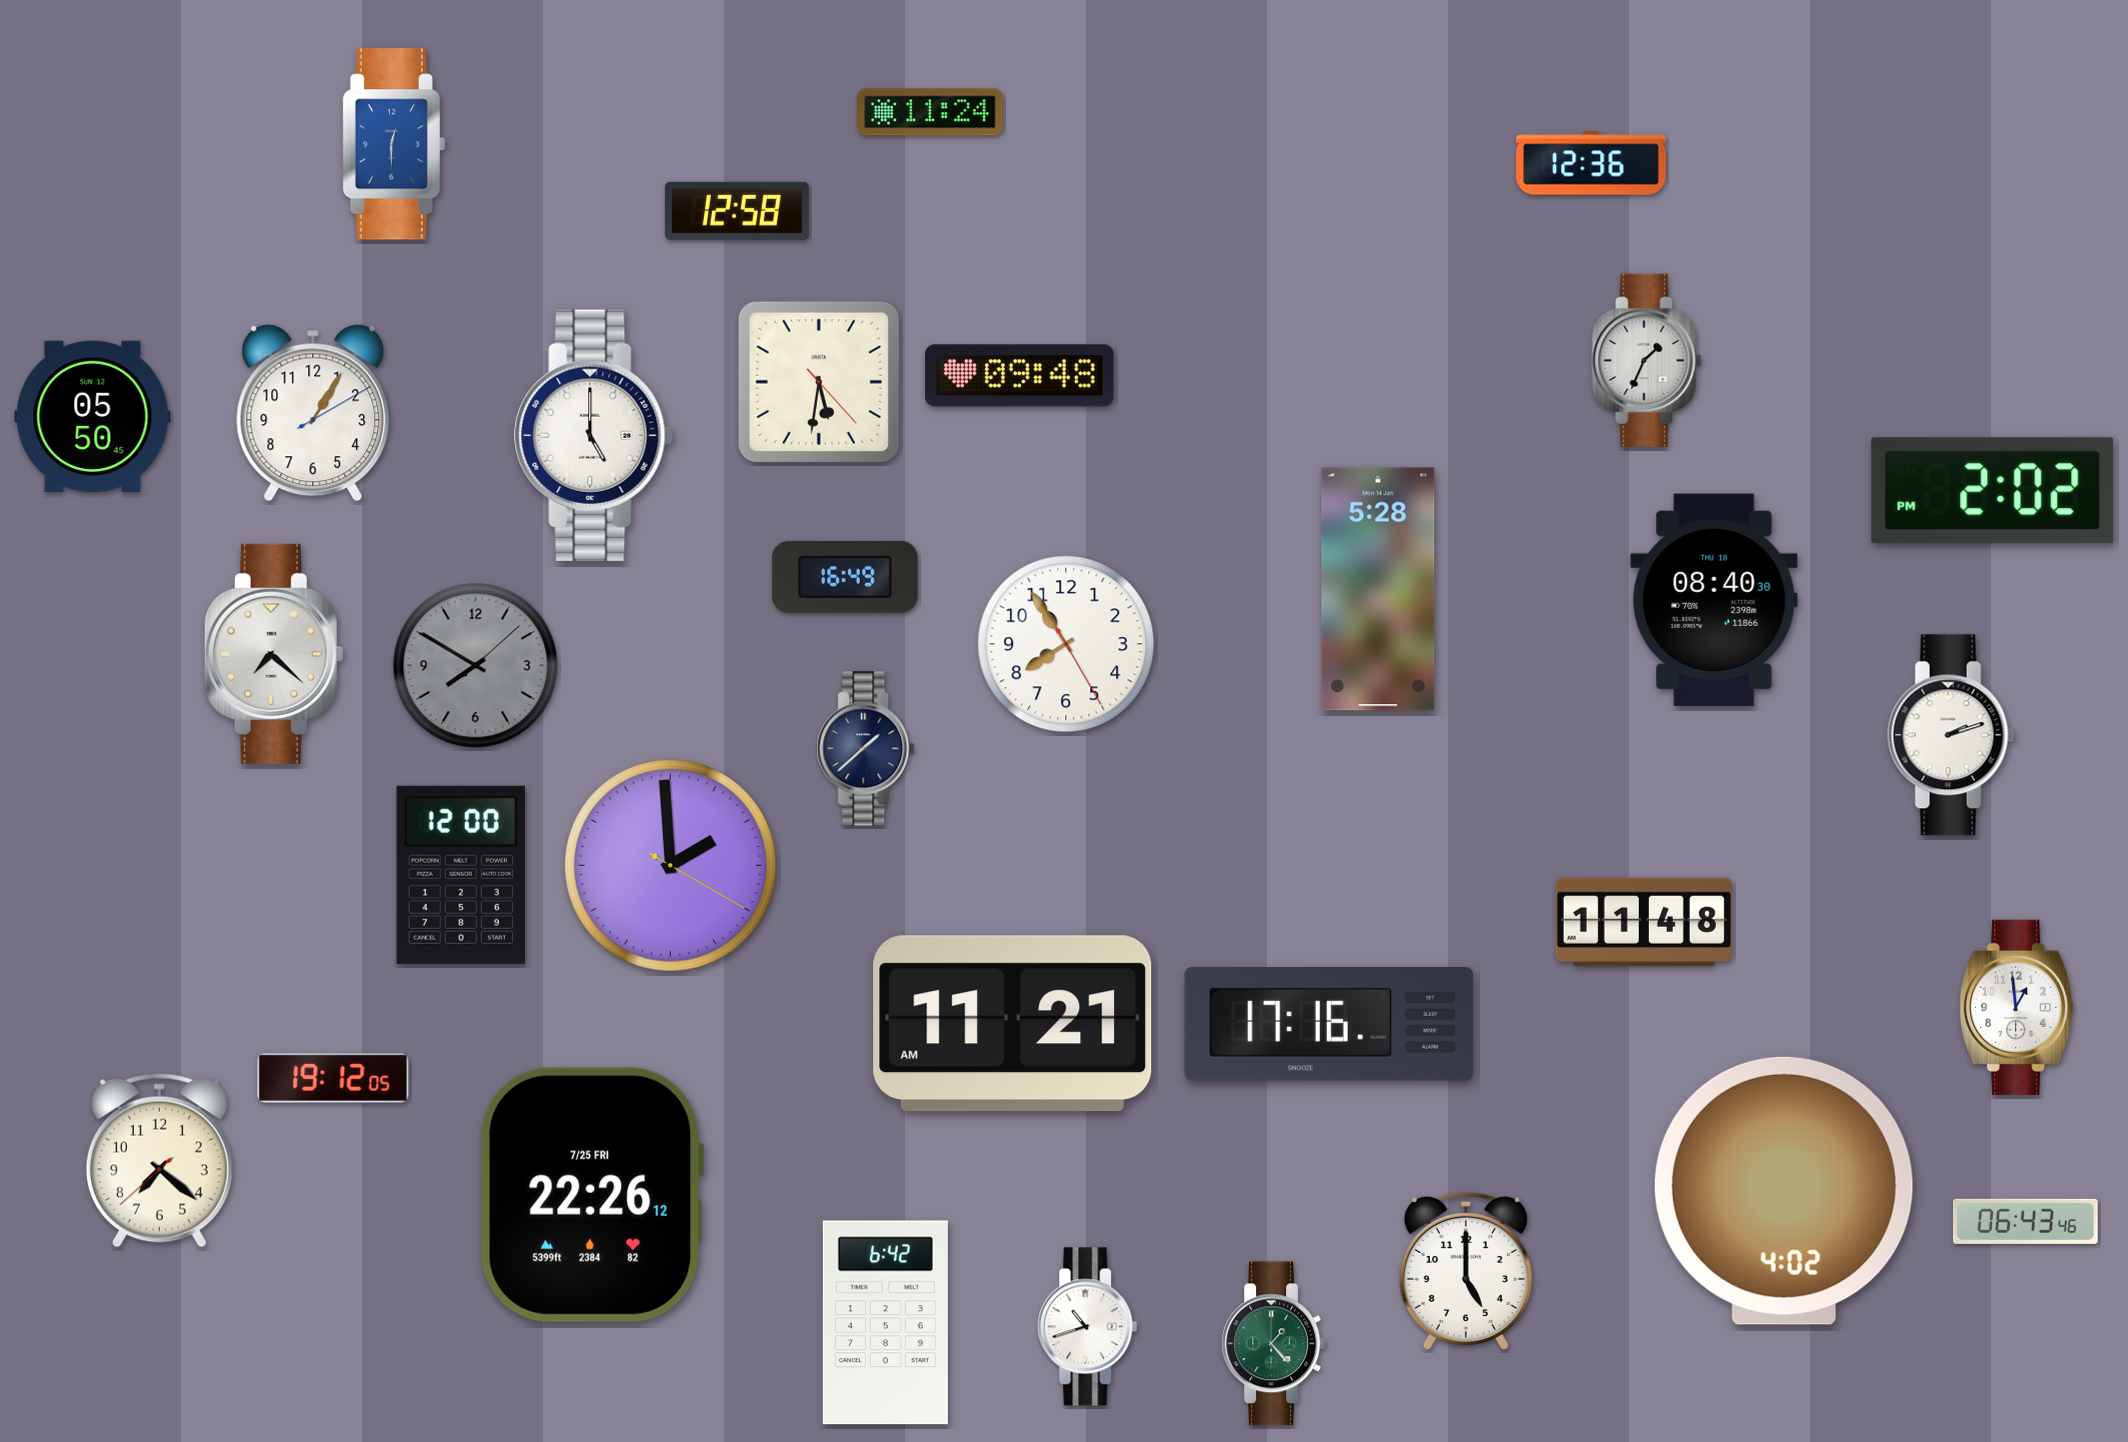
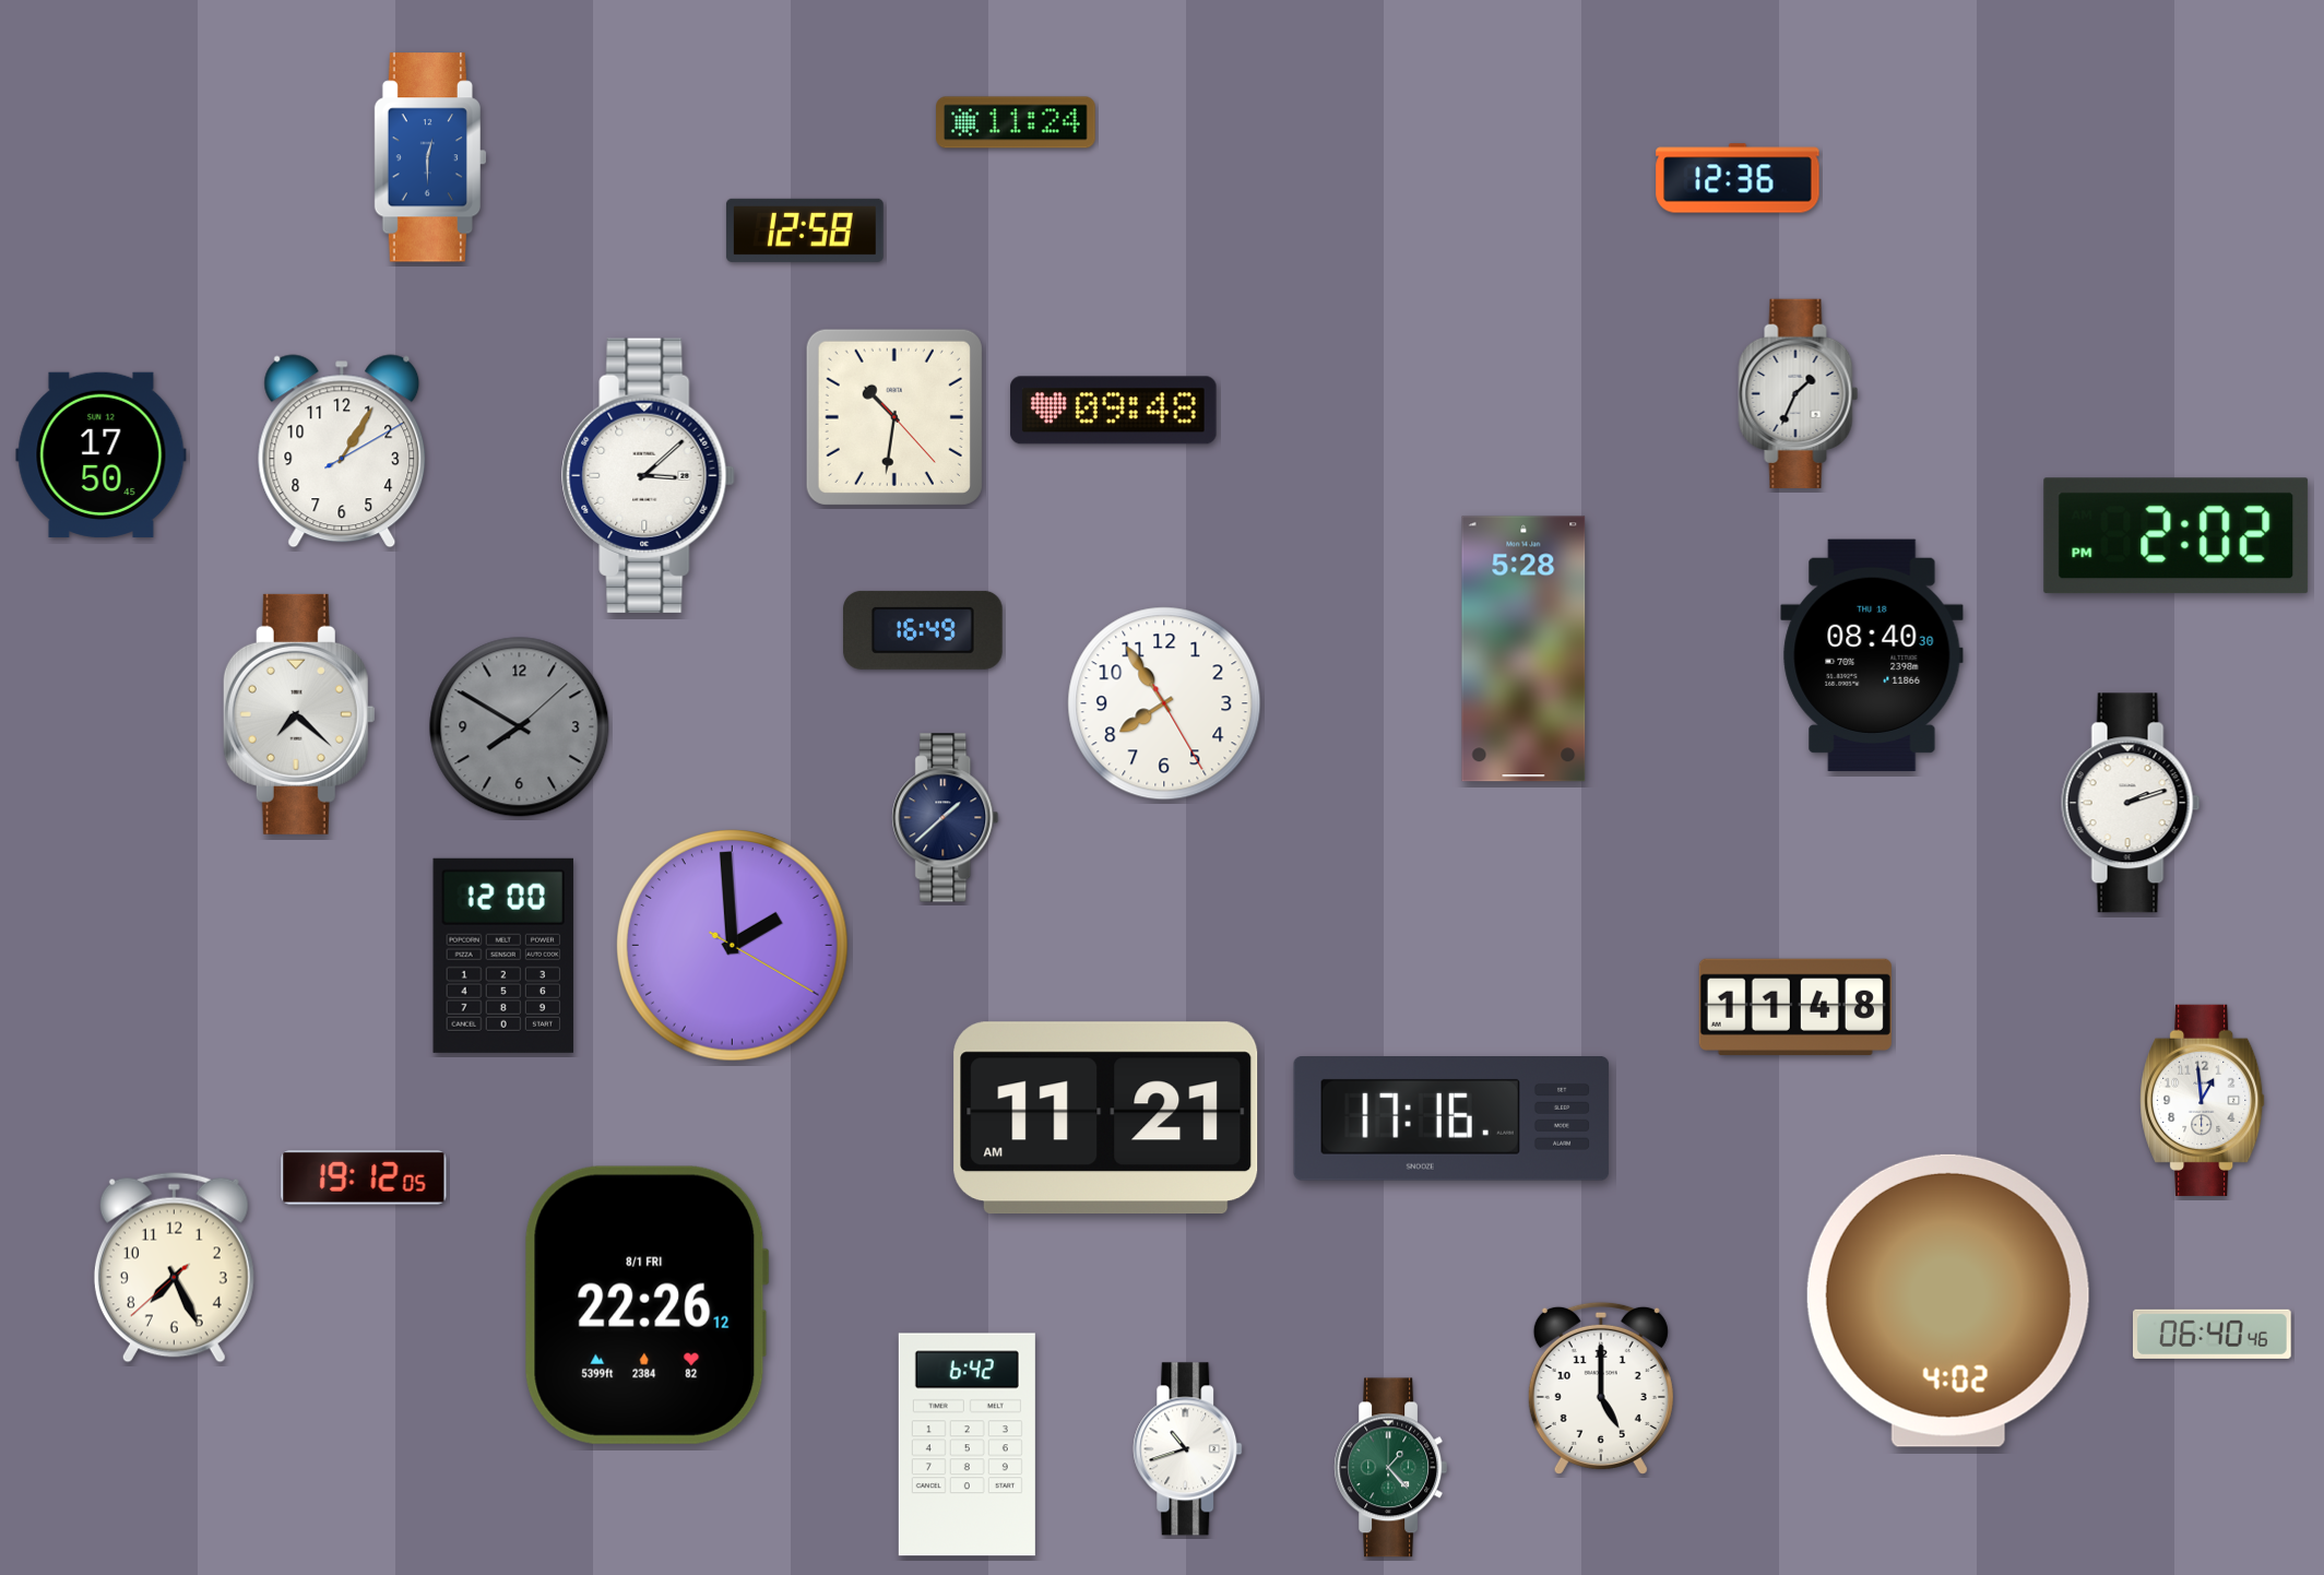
clock at (819, 382): 5:31 -> 10:31
clock at (93, 416): 05:50 -> 17:50
clock at (594, 435): 5:00 -> 3:08
clock at (1378, 589) position: (1378, 589) -> (1523, 649)
clock at (159, 1161): 7:21 -> 7:25
clock at (592, 1195) date: 7/25 FRI -> 8/1 FRI
clock at (2025, 1221): 06:43 -> 06:40
